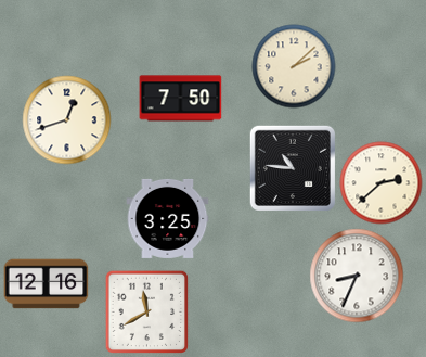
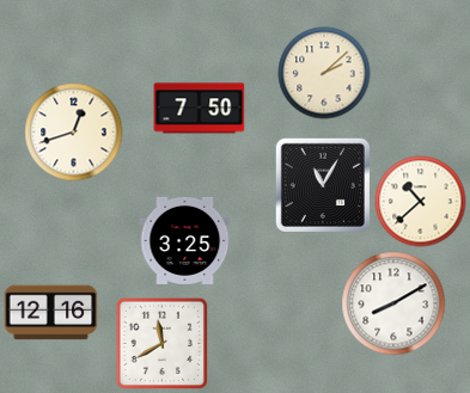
clock at (293, 168): 10:46 -> 11:05
clock at (382, 183): 2:38 -> 10:38
clock at (357, 276): 8:34 -> 8:10
